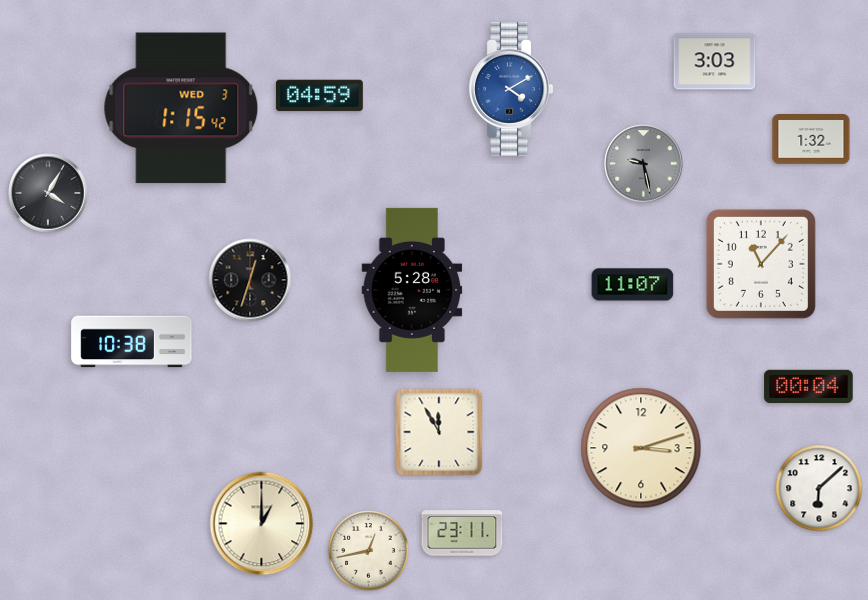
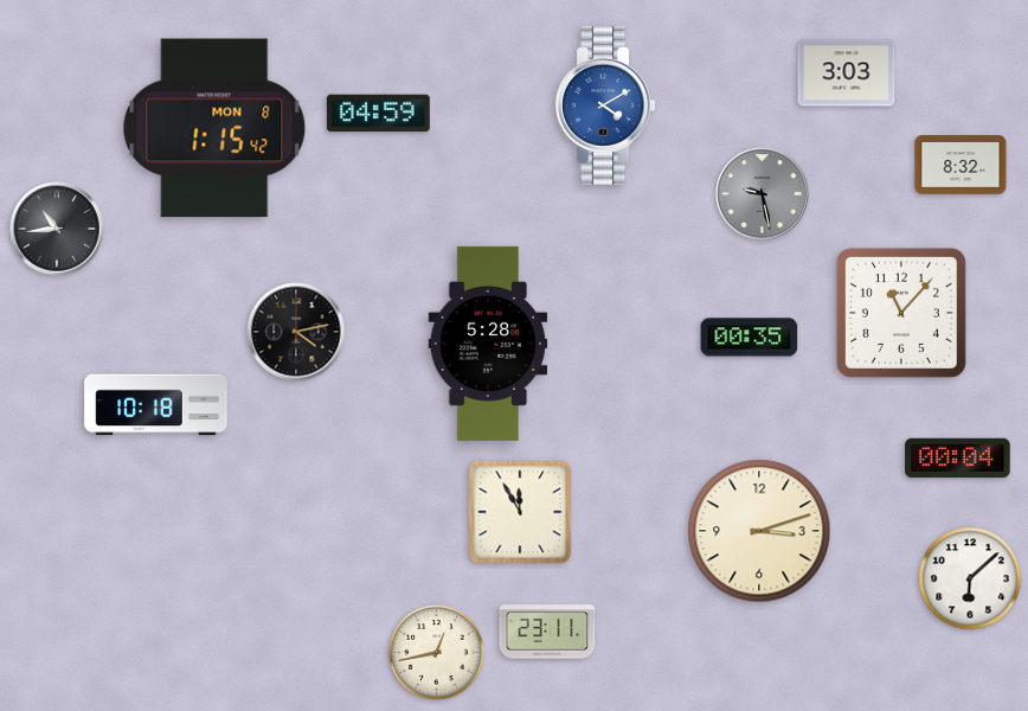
clock at (181, 108) date: WED 3 -> MON 8
clock at (811, 140): 1:32 -> 8:32
clock at (48, 193): 4:05 -> 10:44
clock at (250, 280): 12:33 -> 4:13
clock at (633, 285): 11:07 -> 00:35
clock at (132, 342): 10:38 -> 10:18
clock at (262, 524): 1:00 -> none
